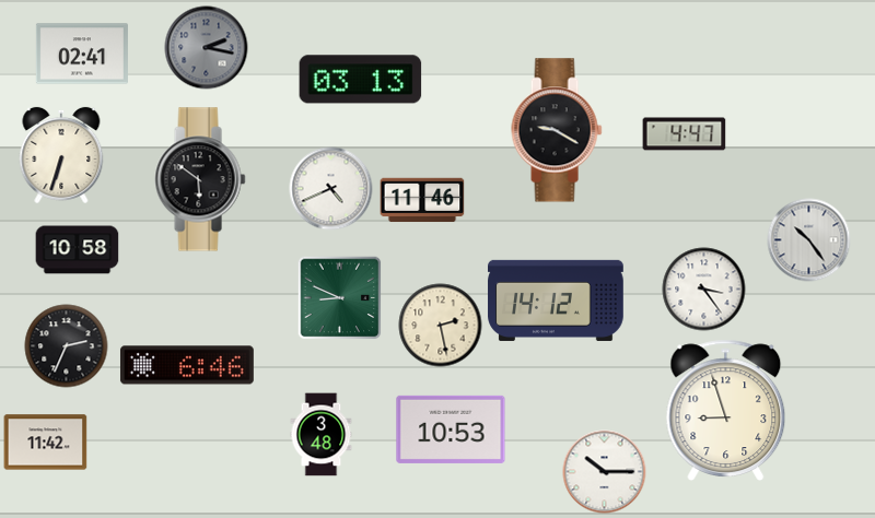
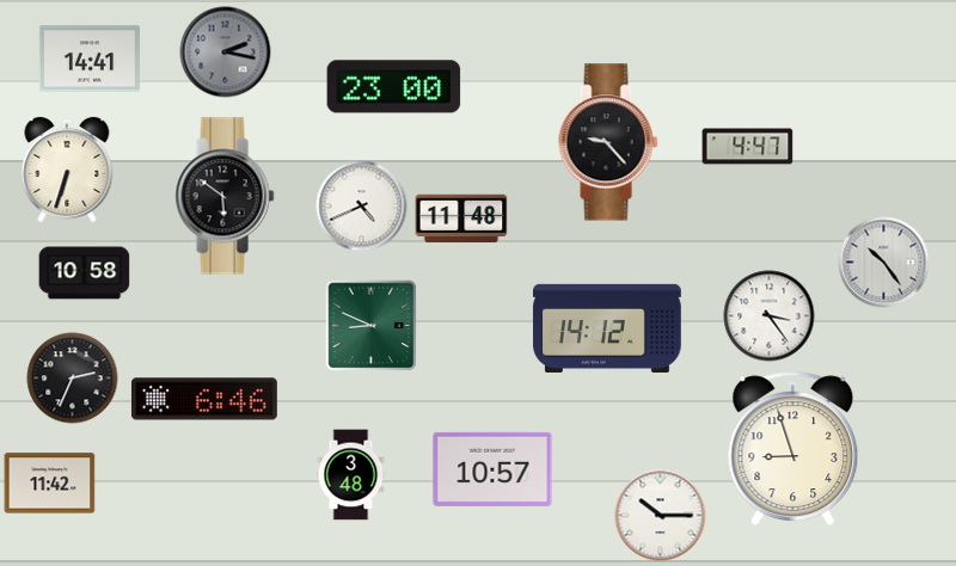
clock at (82, 54): 02:41 -> 14:41
clock at (361, 80): 03:13 -> 23:00
clock at (557, 130): 9:20 -> 9:23
clock at (200, 179) position: (200, 179) -> (225, 196)
clock at (422, 200): 11:46 -> 11:48
clock at (441, 326): 2:28 -> none
clock at (451, 429): 10:53 -> 10:57
